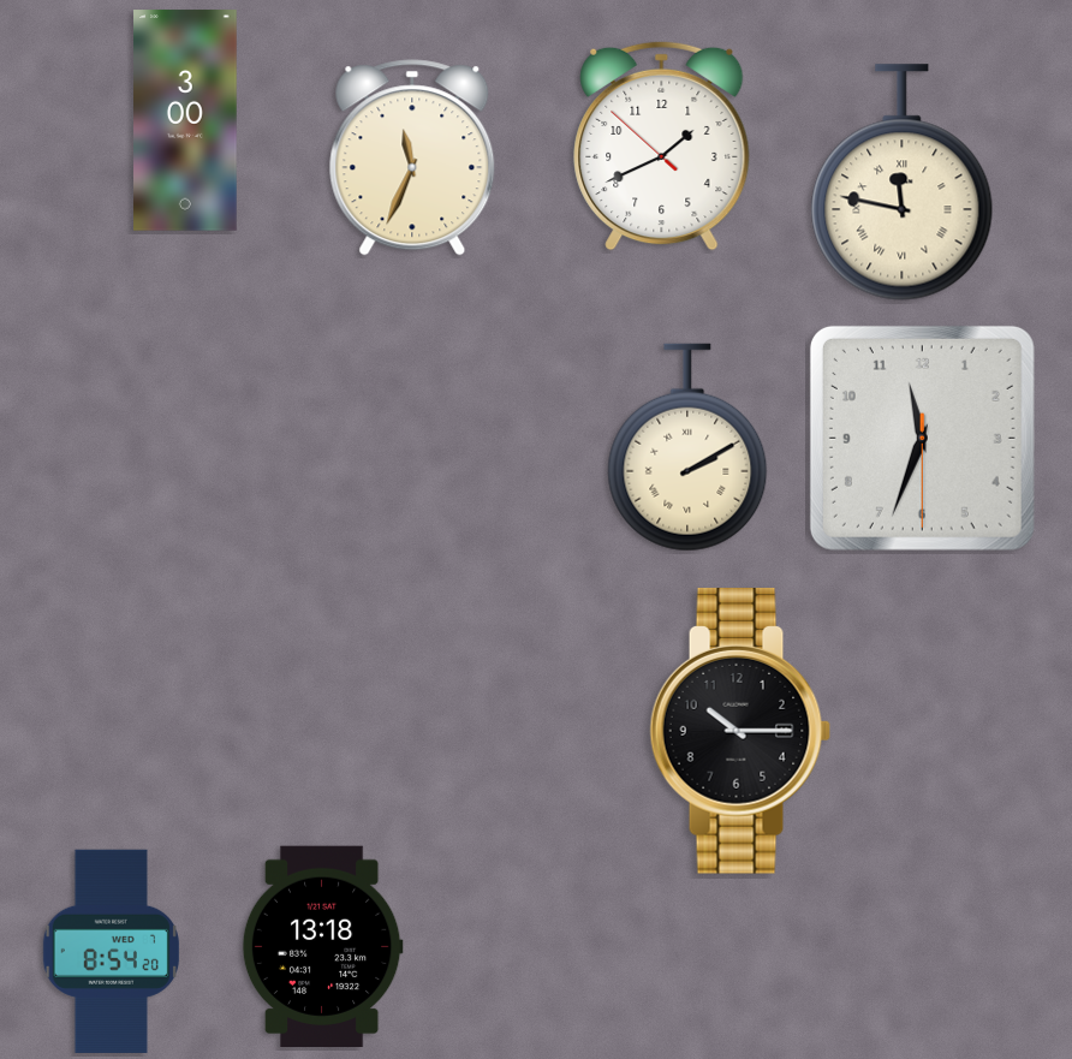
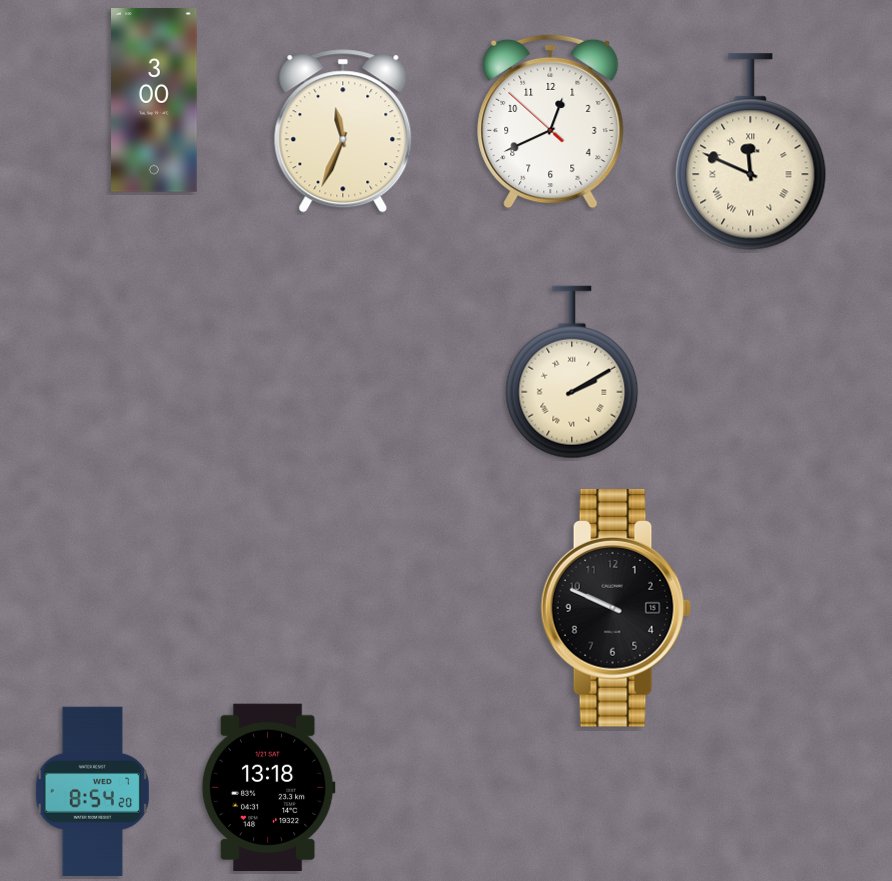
clock at (662, 145): 1:40 -> 12:40
clock at (903, 183): 11:47 -> 11:49
clock at (922, 438): 11:33 -> none
clock at (740, 732): 10:15 -> 9:49
